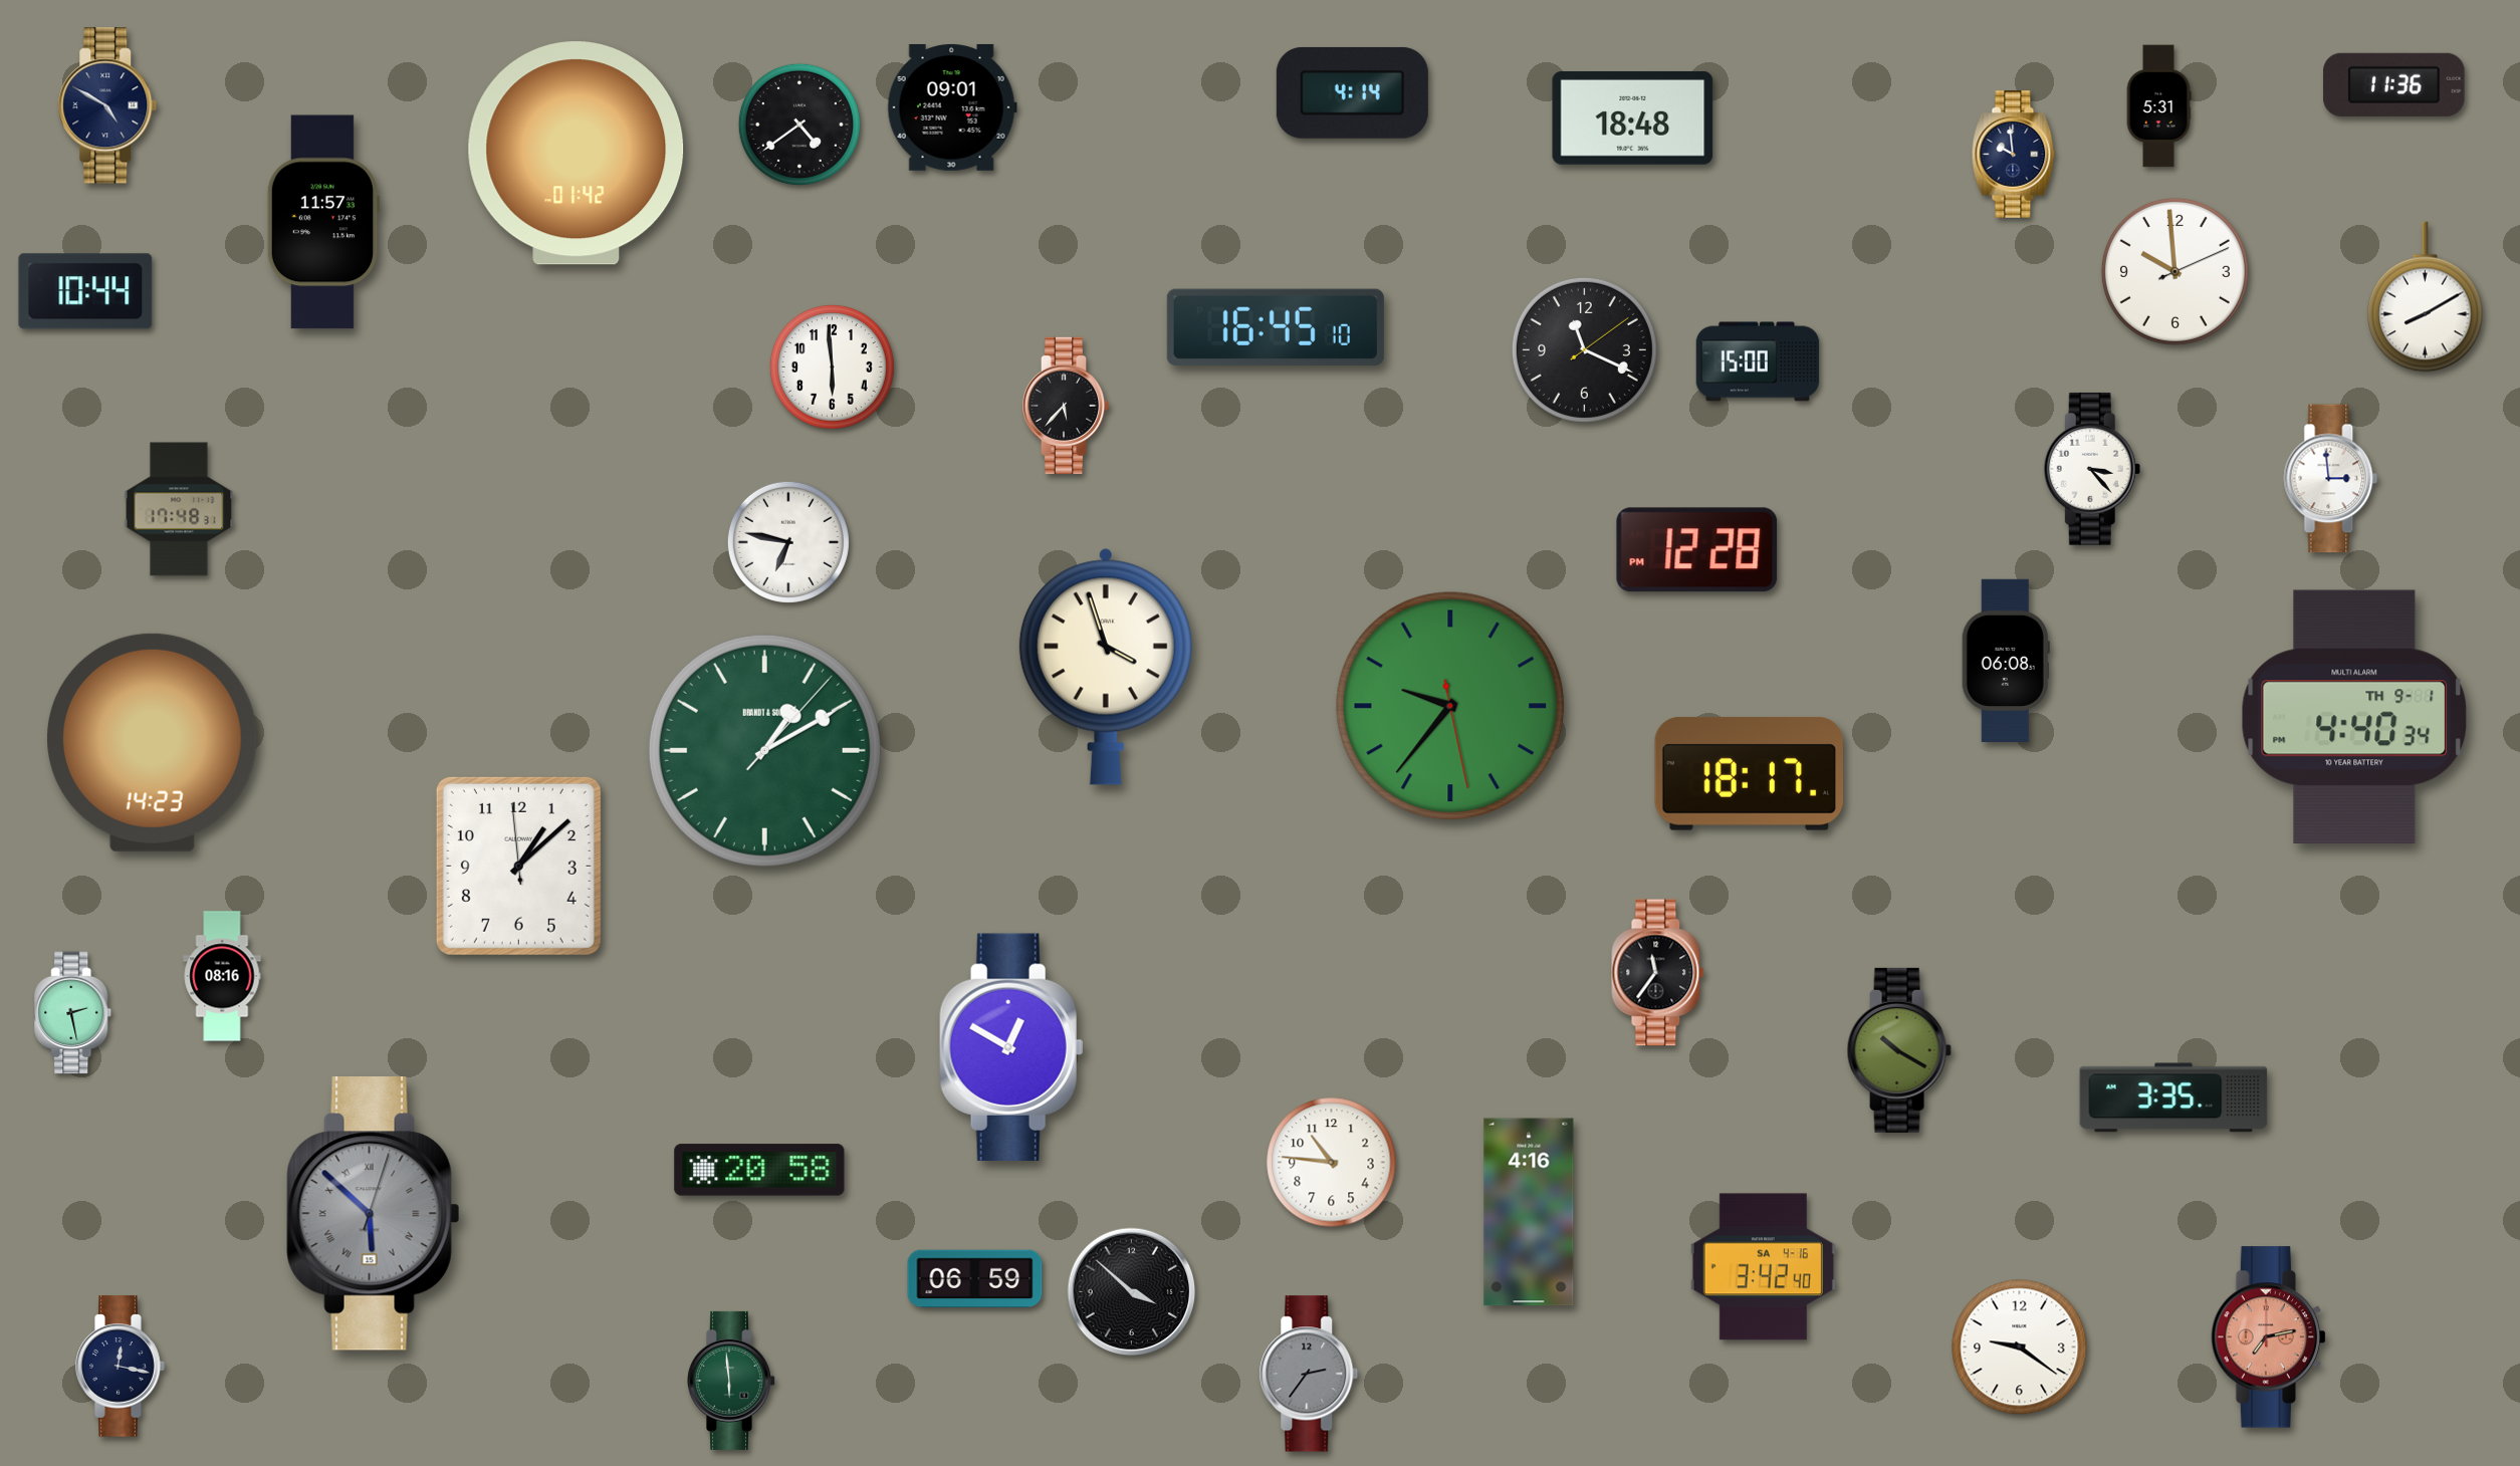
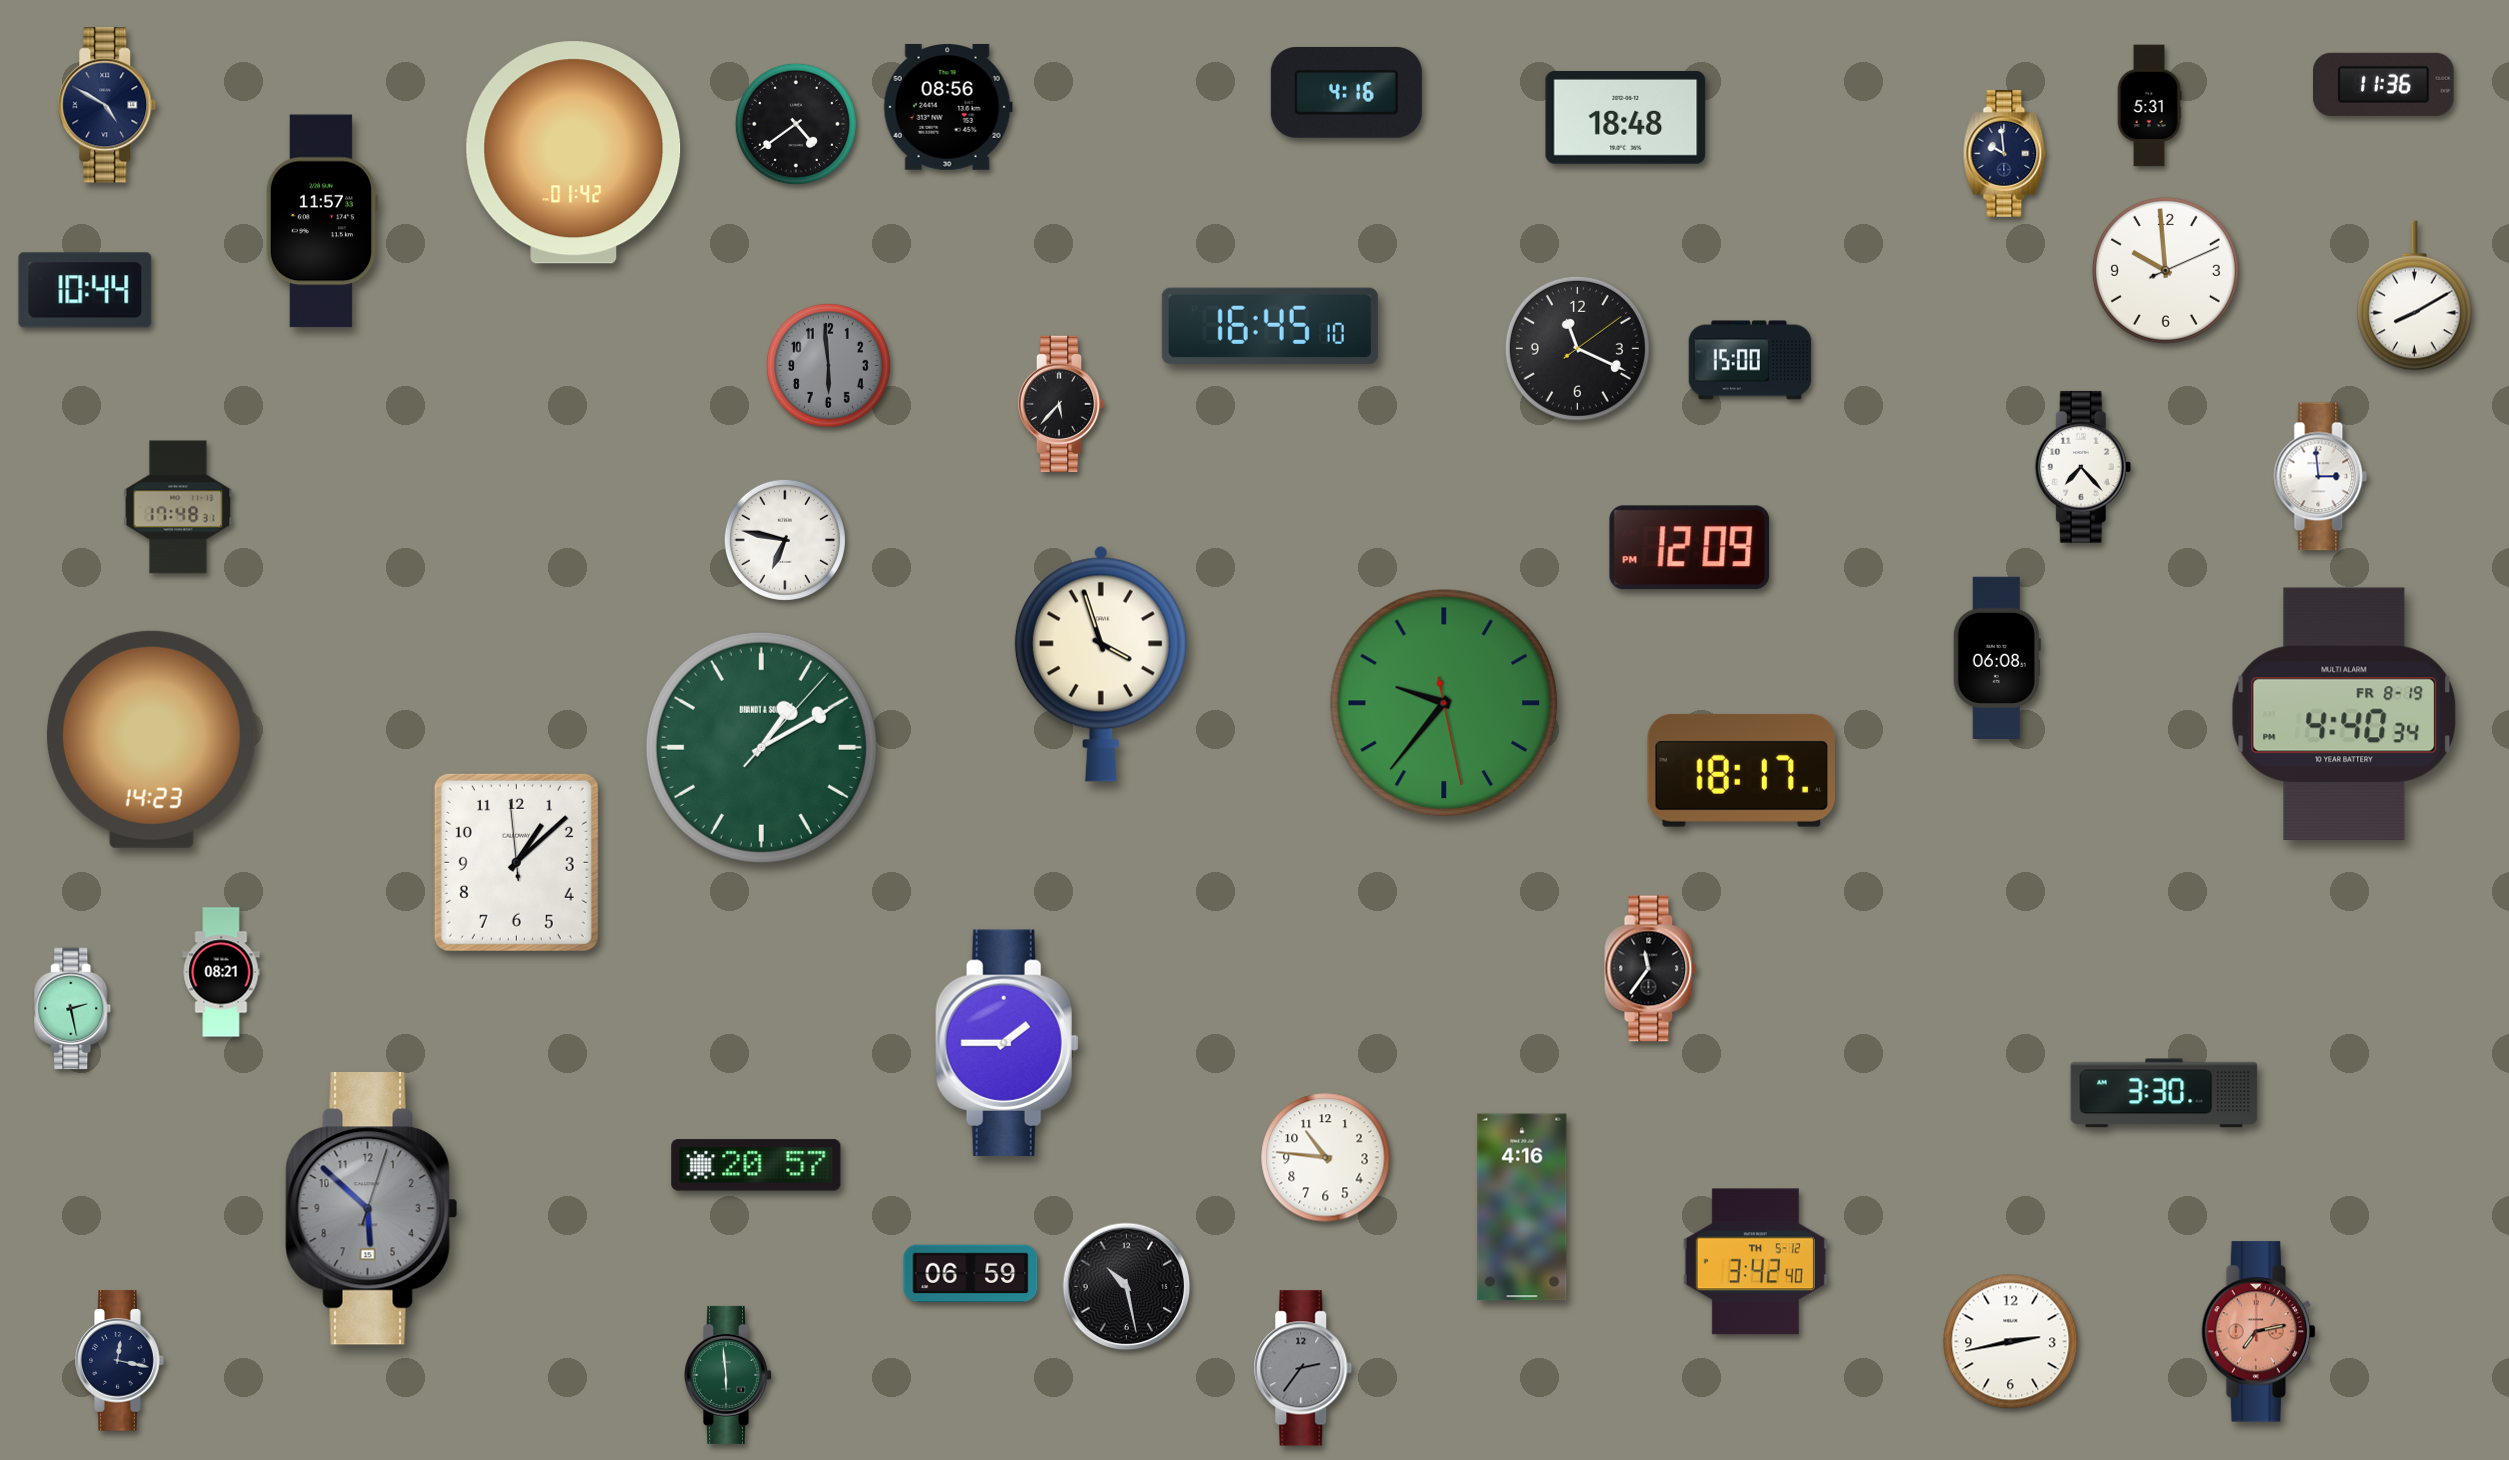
clock at (1352, 92): 4:14 -> 4:16
clock at (952, 107): 09:01 -> 08:56
clock at (832, 366) dial: white -> grey
clock at (2092, 469): 3:23 -> 7:23
clock at (1697, 550): 12:28 -> 12:09
clock at (2354, 716) date: TH 9-1 -> FR 8-19
clock at (222, 976): 08:16 -> 08:21
clock at (1011, 1047): 12:50 -> 1:45
clock at (1899, 1050): 10:20 -> none
clock at (2173, 1097): 3:35 -> 3:30
clock at (759, 1170): 20:58 -> 20:57
clock at (374, 1214) numerals: Roman -> Arabic
clock at (1763, 1267) date: SA 4-16 -> TH 5-12
clock at (1132, 1292): 3:52 -> 10:28
clock at (2020, 1348): 9:21 -> 2:43
